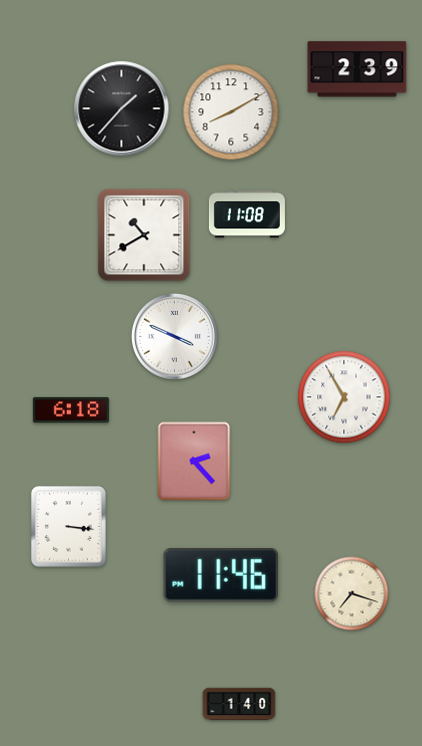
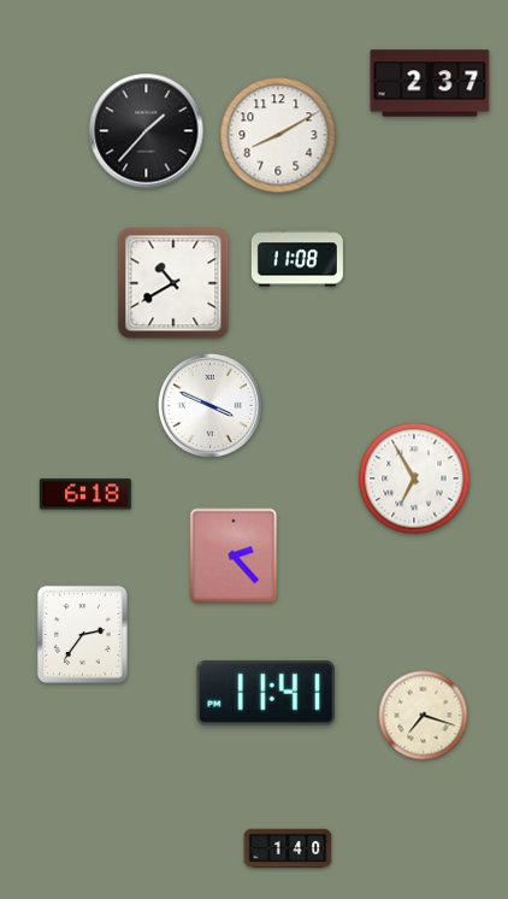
clock at (357, 69): 2:39 -> 2:37
clock at (68, 526): 3:16 -> 2:36
clock at (220, 576): 11:46 -> 11:41
